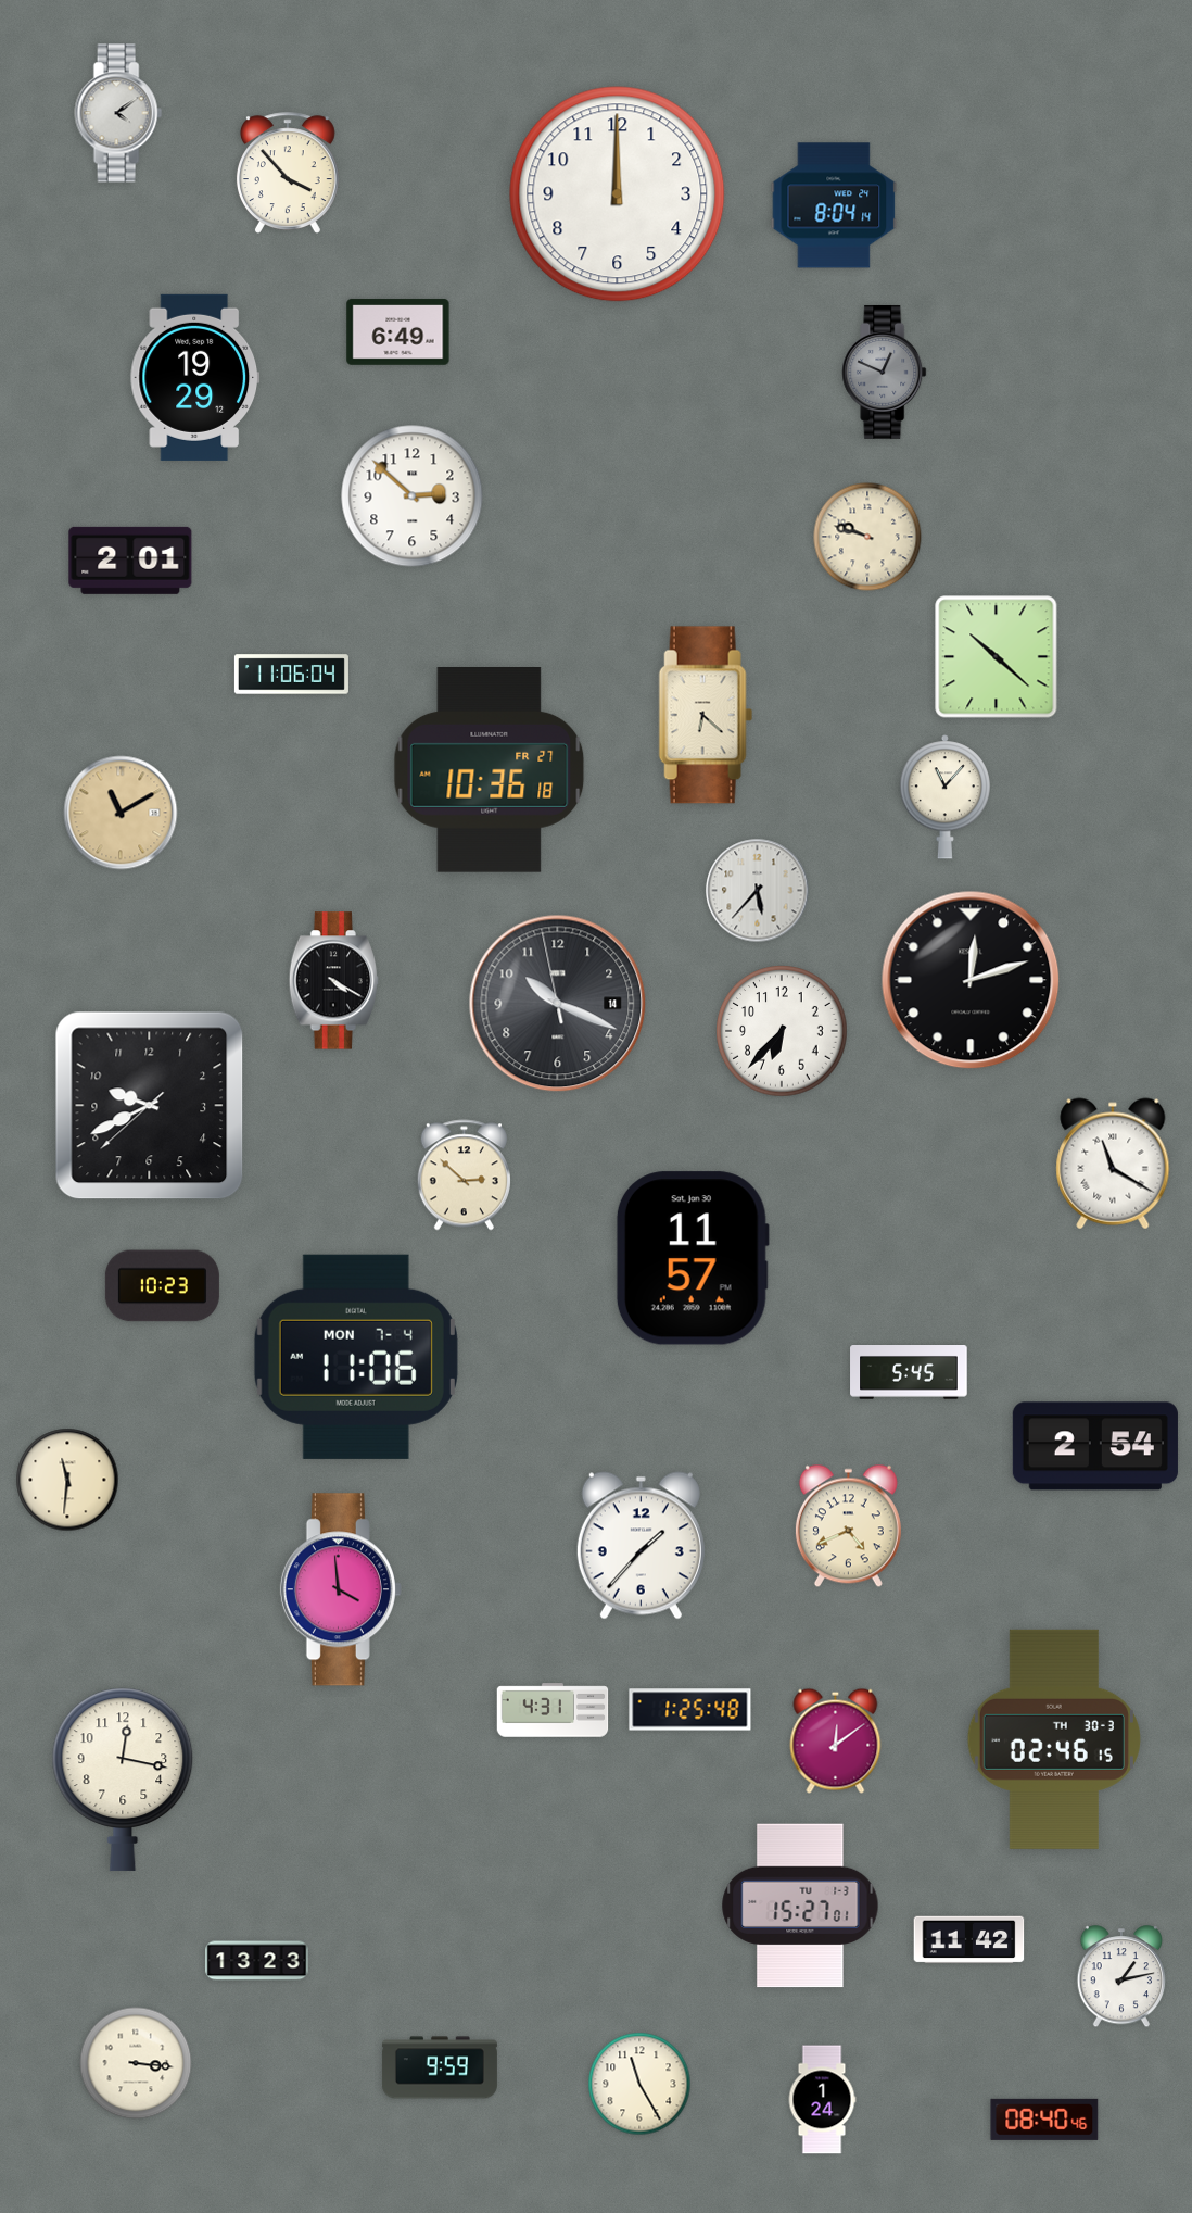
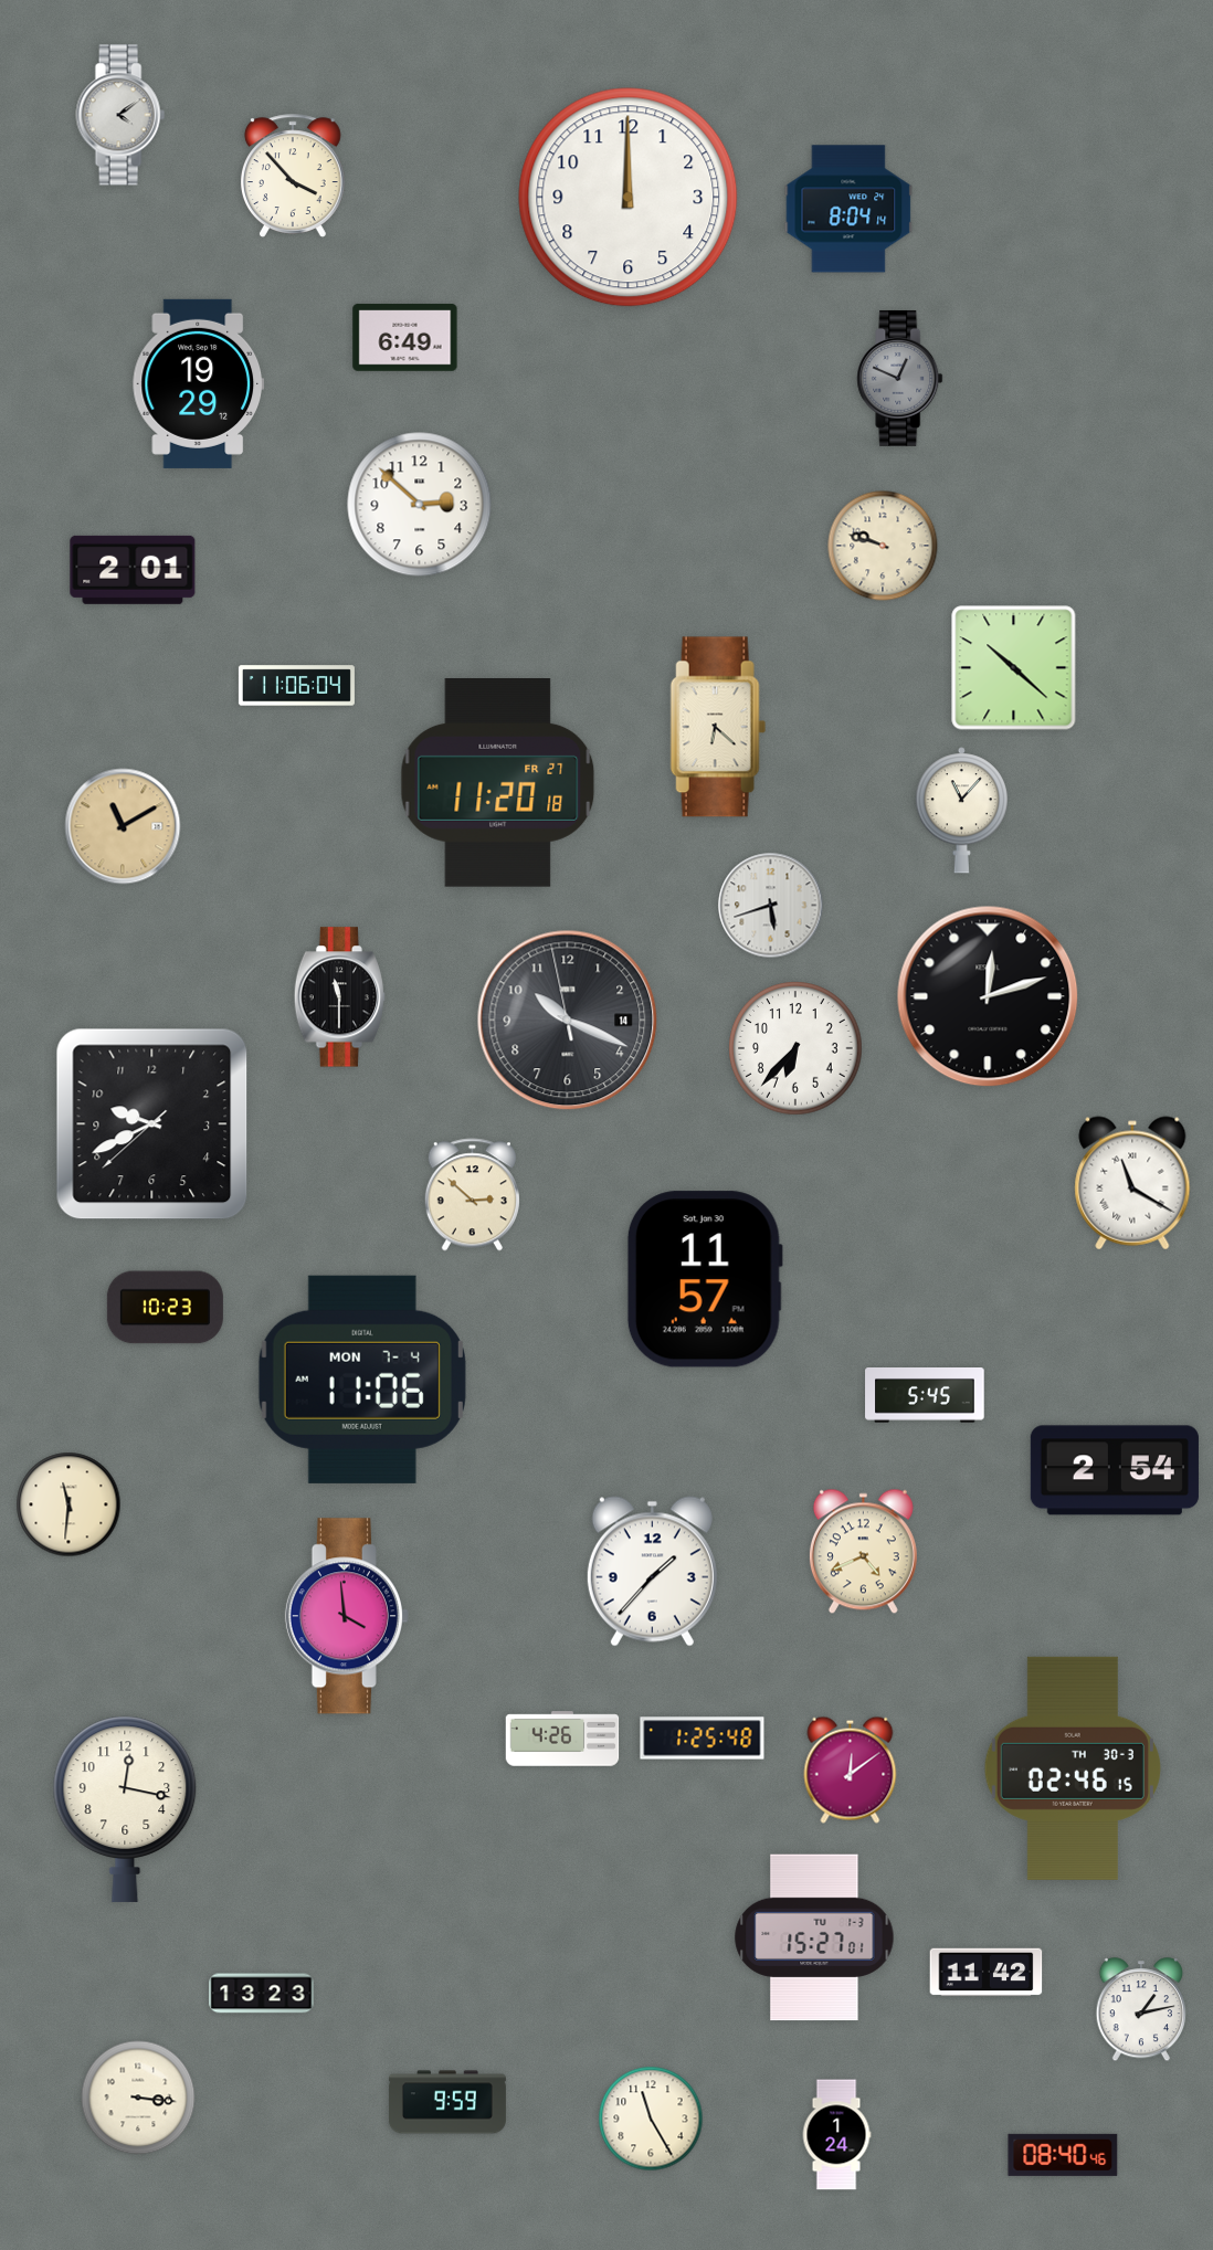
clock at (490, 770): 10:36 -> 11:20
clock at (758, 891): 5:37 -> 5:42
clock at (333, 981): 4:20 -> 11:30
clock at (553, 1710): 4:31 -> 4:26
